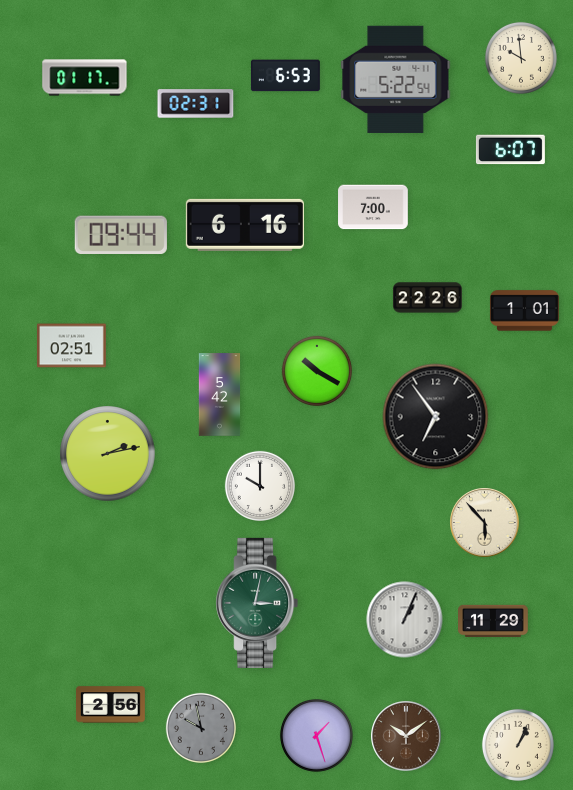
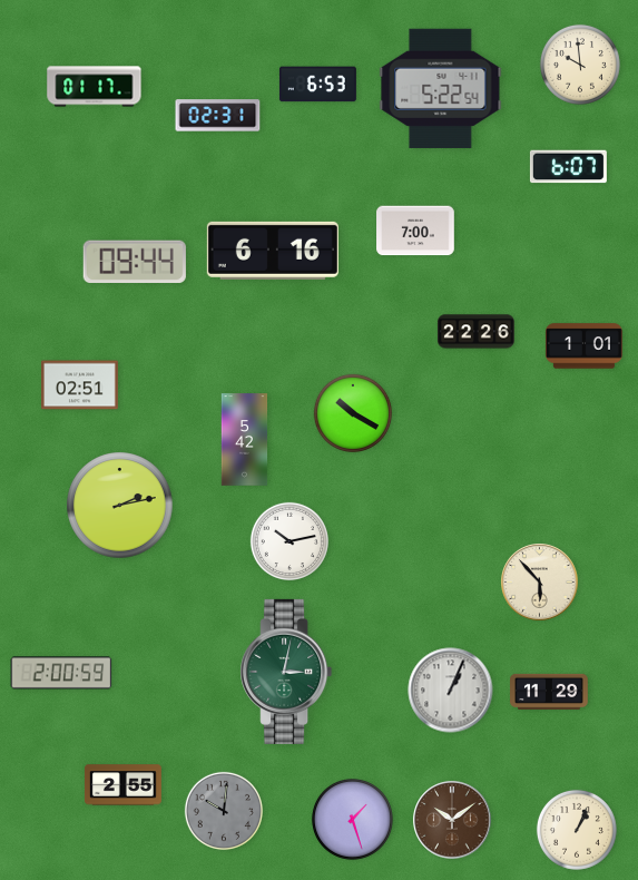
clock at (436, 417): 6:54 -> none
clock at (259, 485): 10:00 -> 10:13
clock at (61, 673): none -> 2:00
clock at (110, 705): 2:56 -> 2:55
clock at (200, 727): 9:58 -> 10:01
